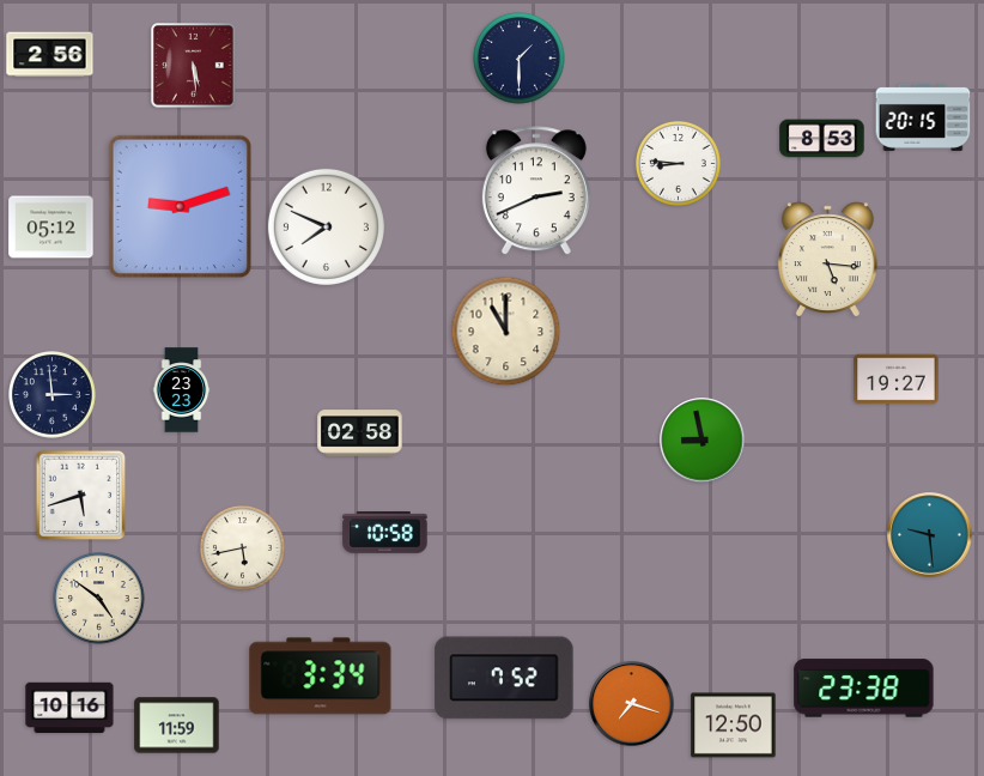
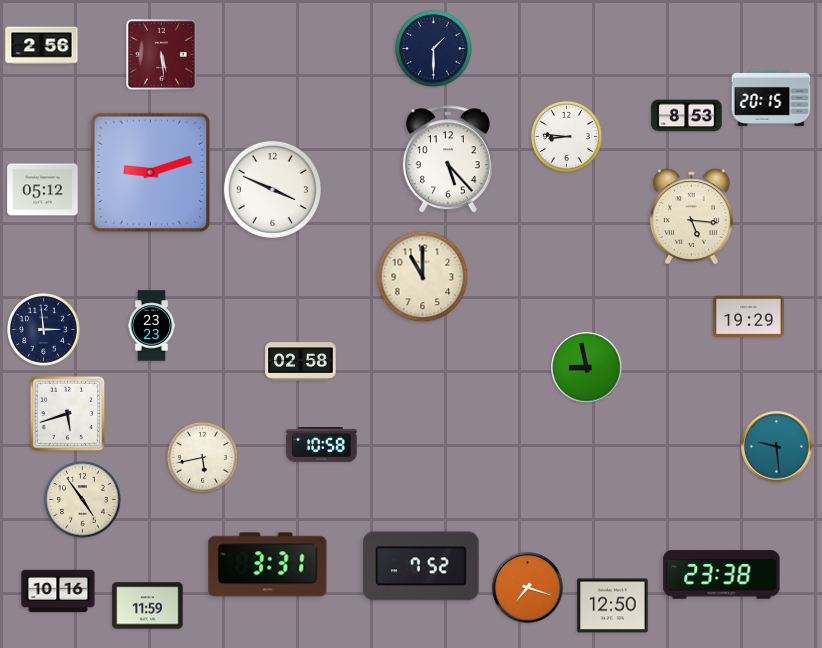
clock at (536, 192): 2:41 -> 5:23
clock at (326, 226): 7:49 -> 3:49
clock at (897, 380): 19:27 -> 19:29
clock at (99, 599): 4:51 -> 4:54
clock at (321, 677): 3:34 -> 3:31
